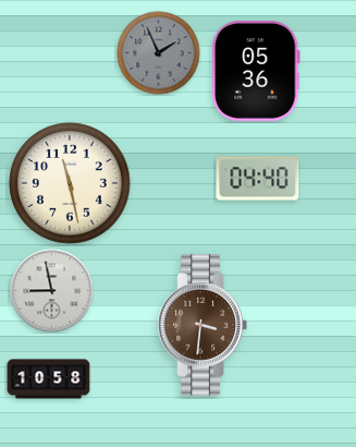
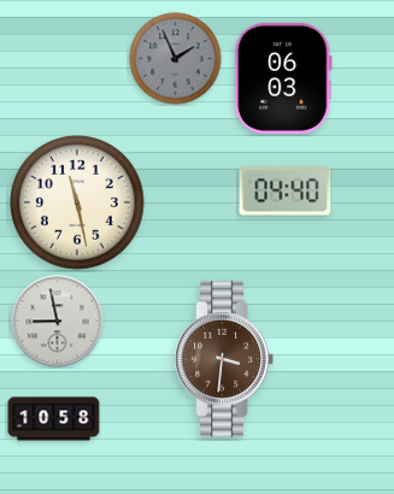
clock at (256, 71): 05:36 -> 06:03
clock at (258, 179) position: (258, 179) -> (286, 192)
